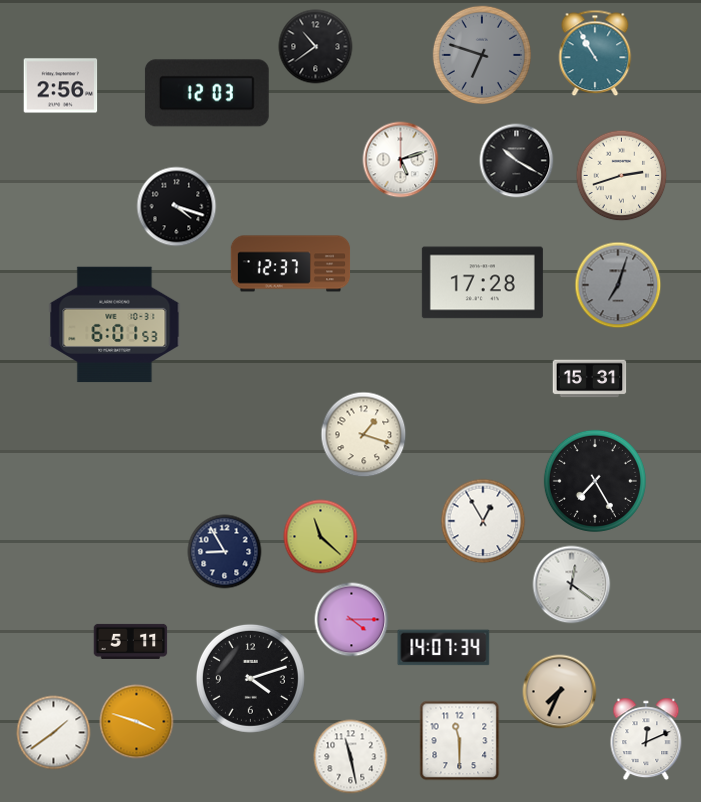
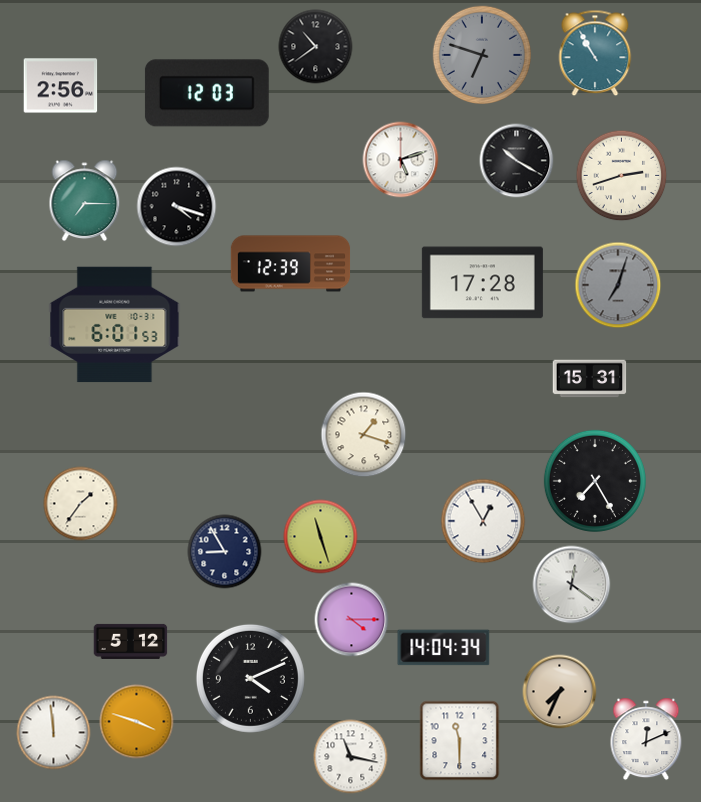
clock at (85, 201): none -> 7:15
clock at (291, 264): 12:37 -> 12:39
clock at (81, 504): none -> 1:36
clock at (321, 537): 11:22 -> 11:27
clock at (131, 641): 5:11 -> 5:12
clock at (444, 648): 14:07 -> 14:04
clock at (250, 678): 4:12 -> 4:11
clock at (54, 733): 1:39 -> 11:59
clock at (351, 757): 11:28 -> 11:17
